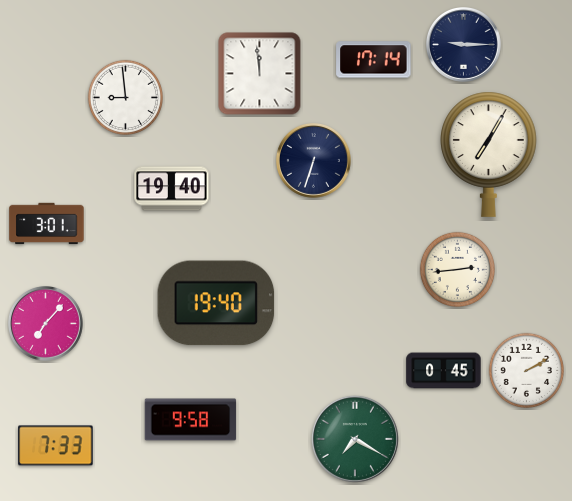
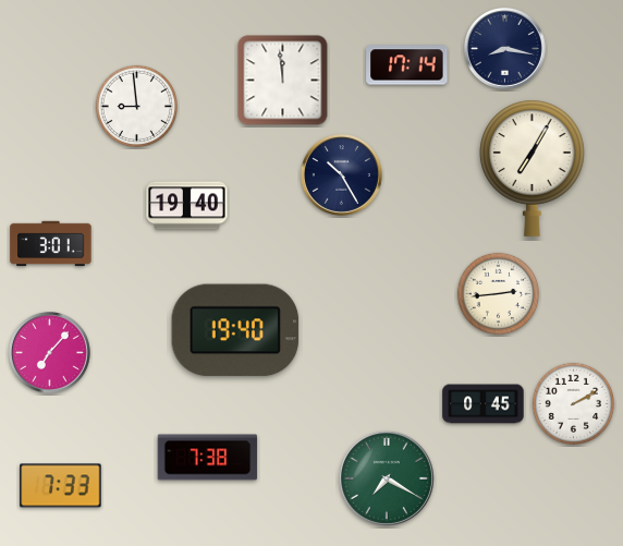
clock at (464, 45): 9:15 -> 8:17
clock at (314, 161): 6:33 -> 10:25
clock at (191, 420): 9:58 -> 7:38
